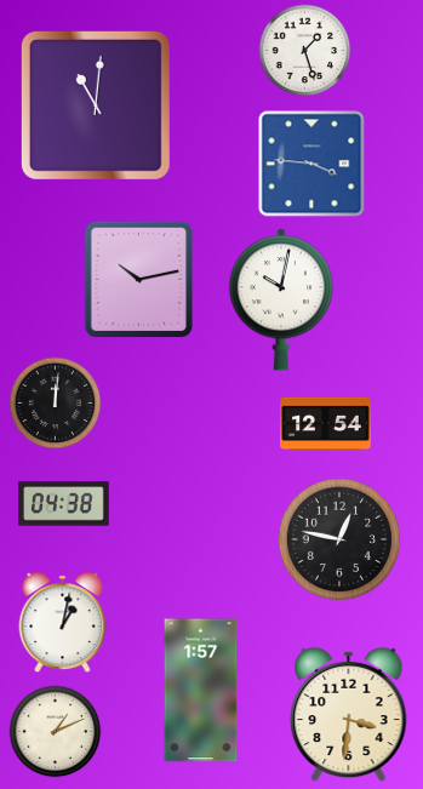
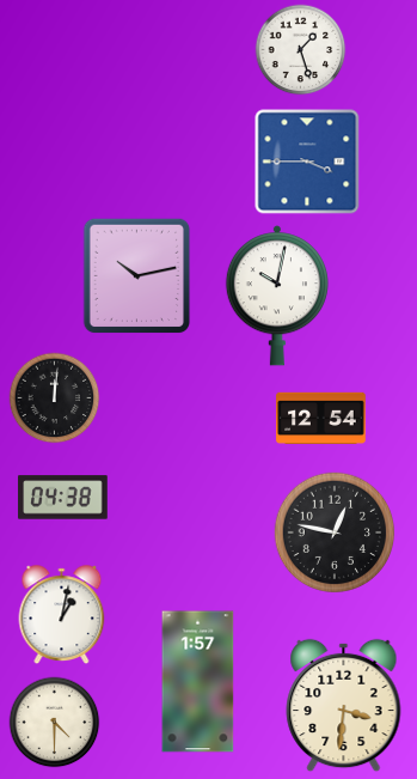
clock at (96, 105): 11:01 -> none
clock at (311, 164): 3:46 -> 3:45
clock at (56, 732): 1:11 -> 4:30
